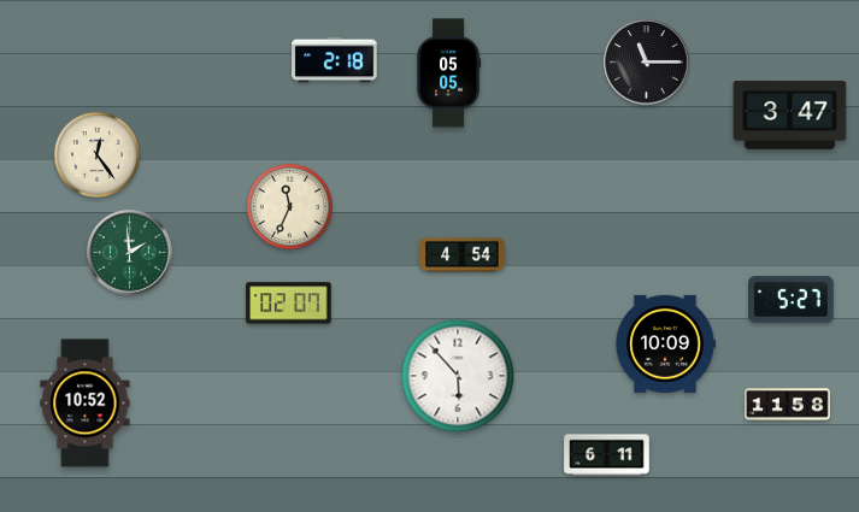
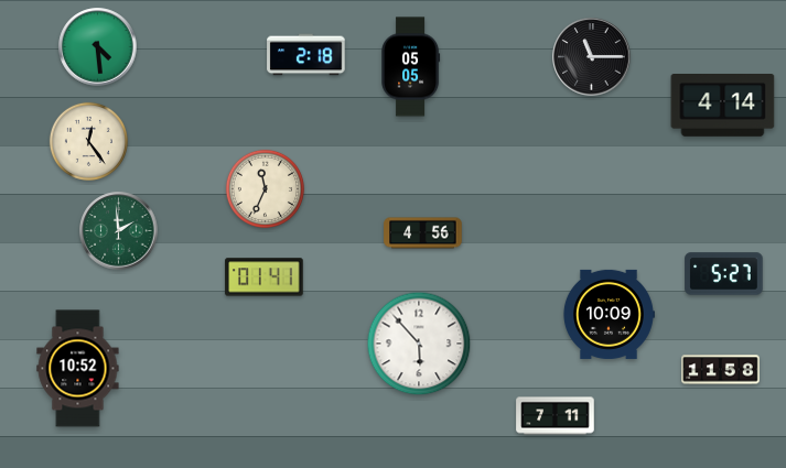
clock at (98, 47): none -> 4:29
clock at (790, 116): 3:47 -> 4:14
clock at (463, 255): 4:54 -> 4:56
clock at (289, 304): 02:07 -> 01:41
clock at (607, 455): 6:11 -> 7:11
